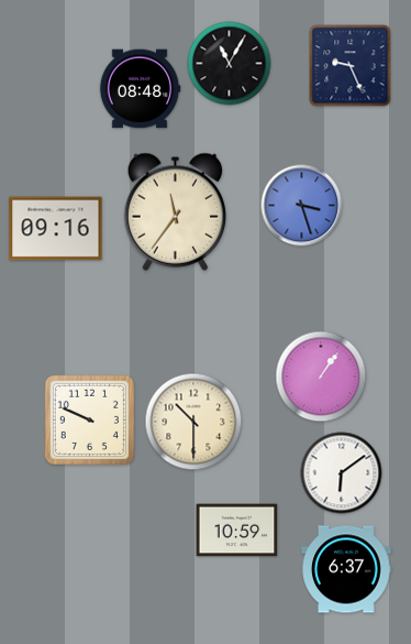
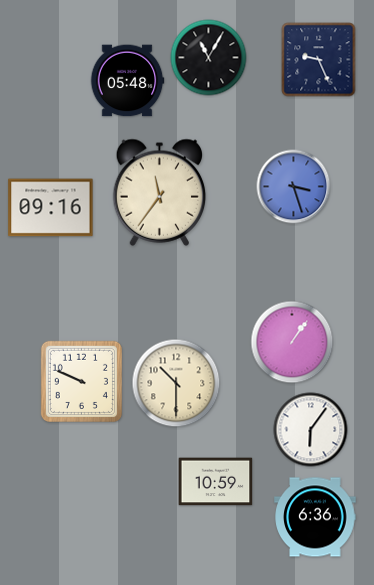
clock at (140, 89): 08:48 -> 05:48
clock at (302, 206) position: (302, 206) -> (294, 187)
clock at (342, 473): 6:09 -> 6:06
clock at (346, 569): 6:37 -> 6:36
